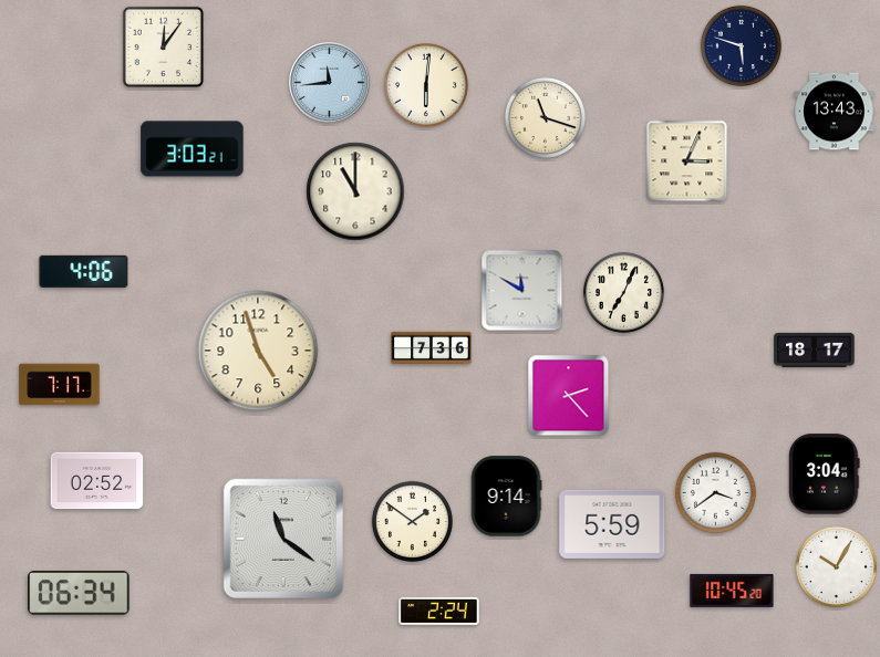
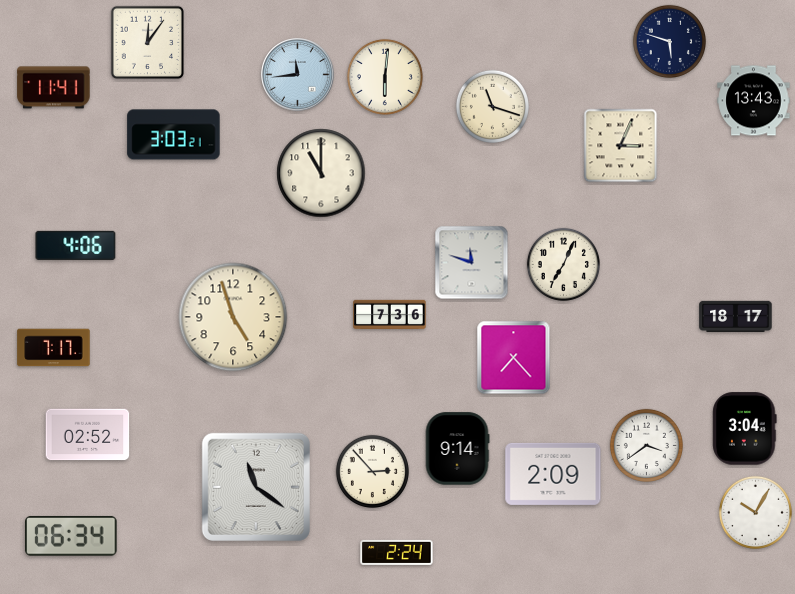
clock at (54, 88): none -> 11:41
clock at (522, 291): 11:50 -> 11:48
clock at (569, 396): 2:23 -> 7:23
clock at (412, 521): 1:51 -> 2:53
clock at (612, 524): 5:59 -> 2:09
clock at (732, 591): 10:45 -> none
